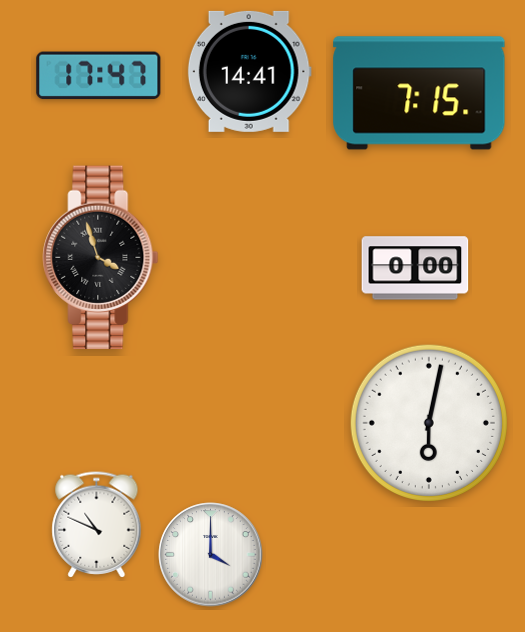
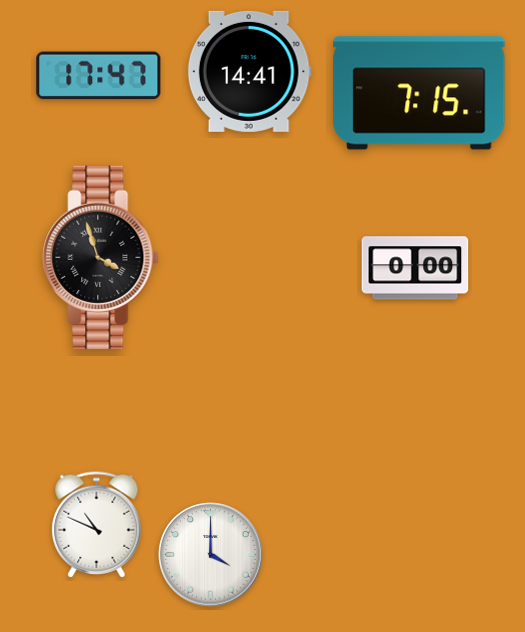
clock at (429, 423): 6:02 -> none
